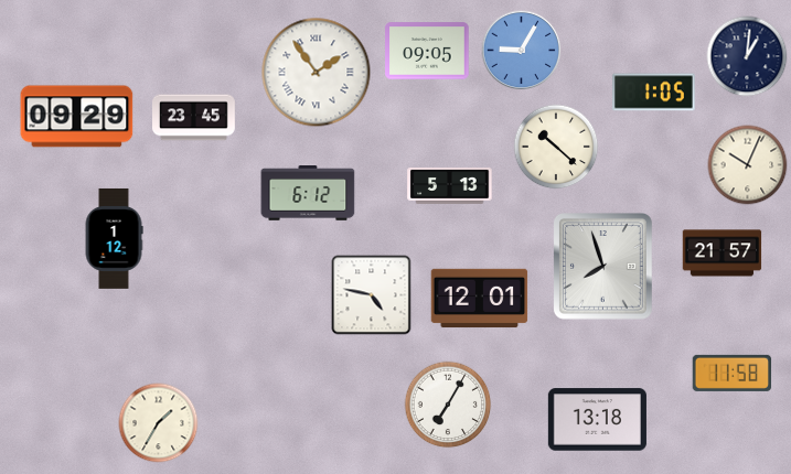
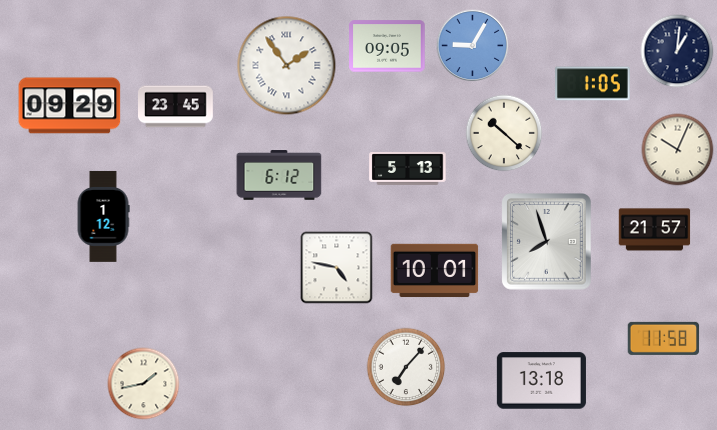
clock at (480, 299): 12:01 -> 10:01
clock at (448, 405): 7:05 -> 7:07
clock at (159, 423): 1:35 -> 1:43
